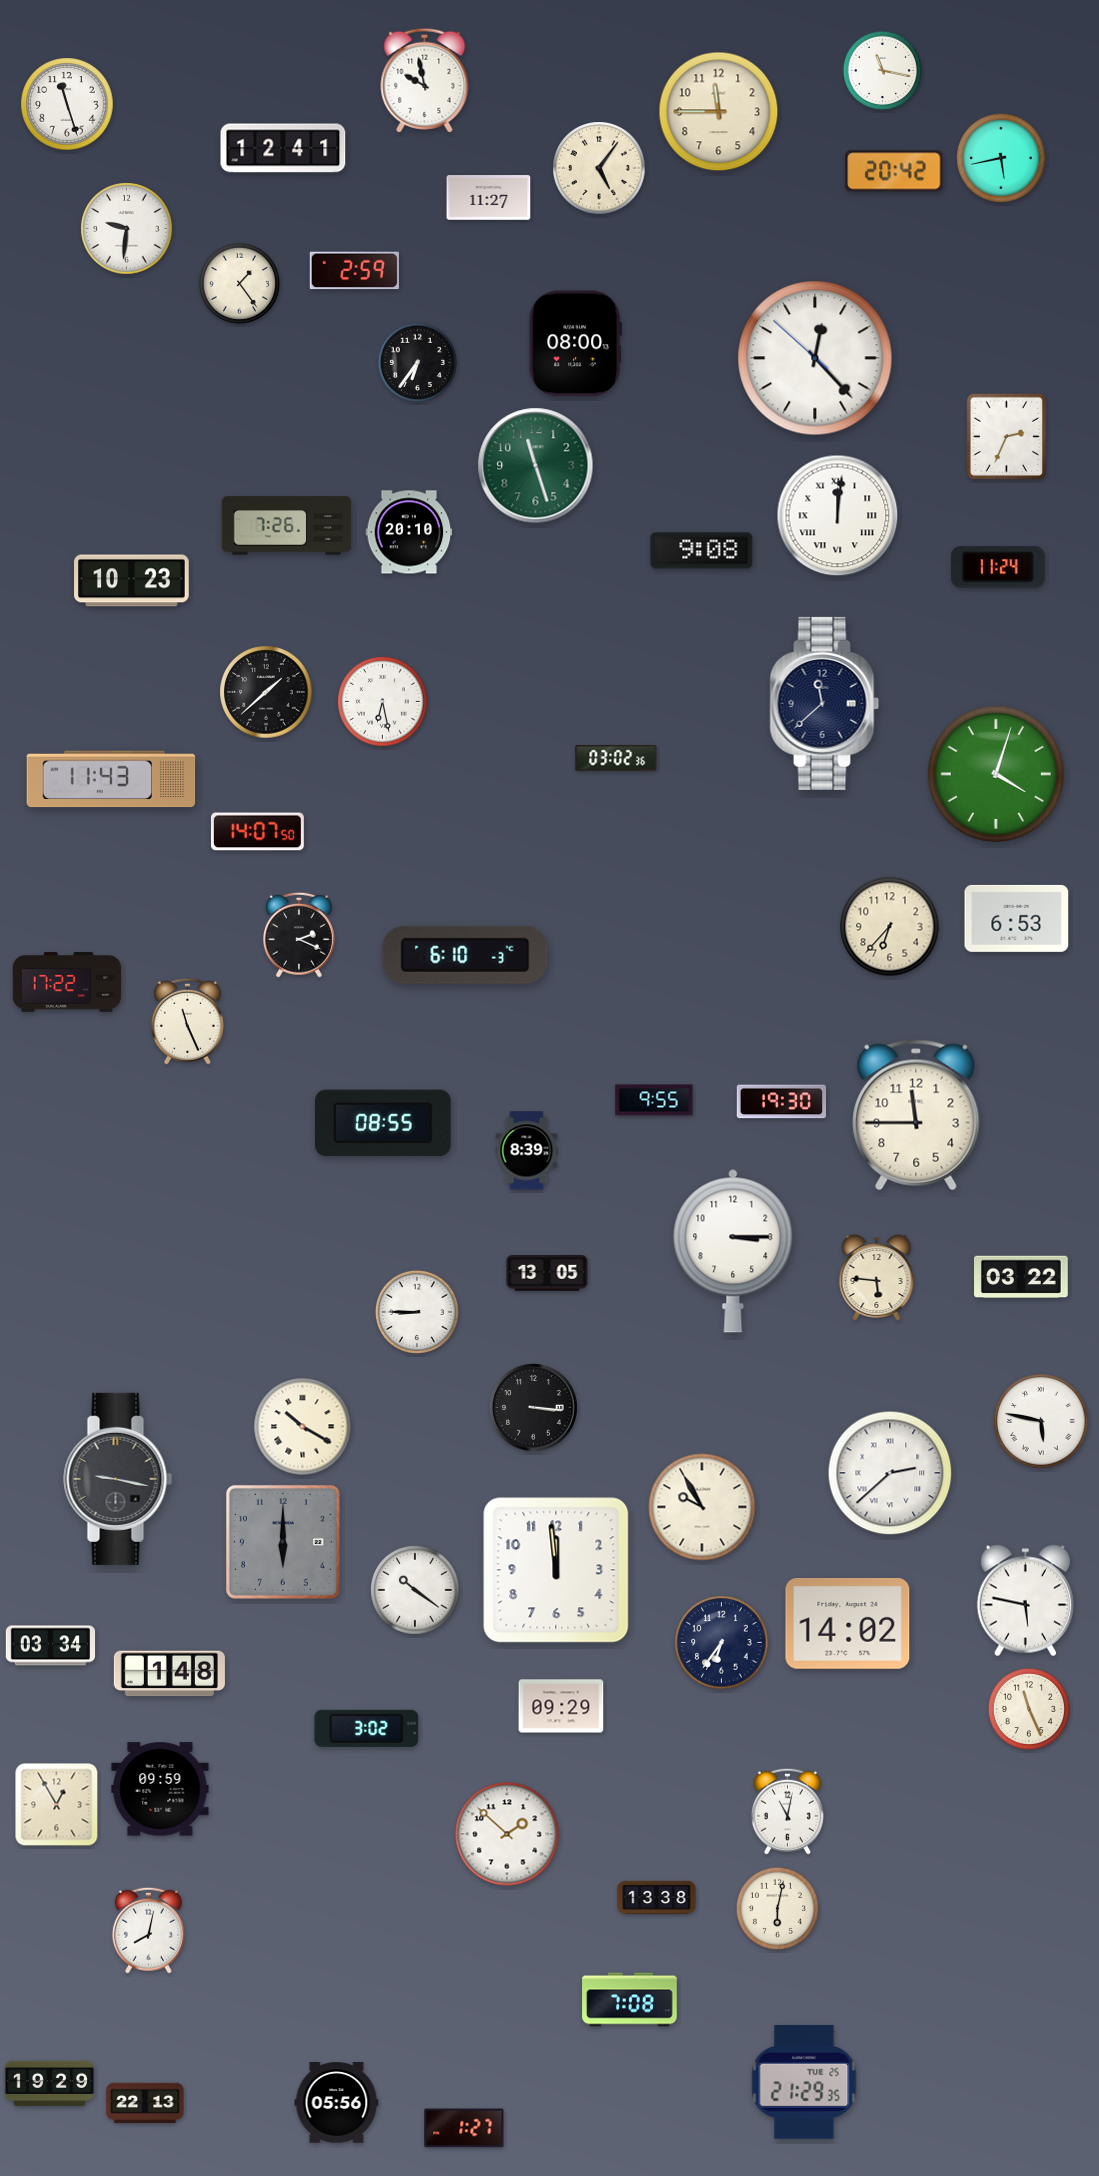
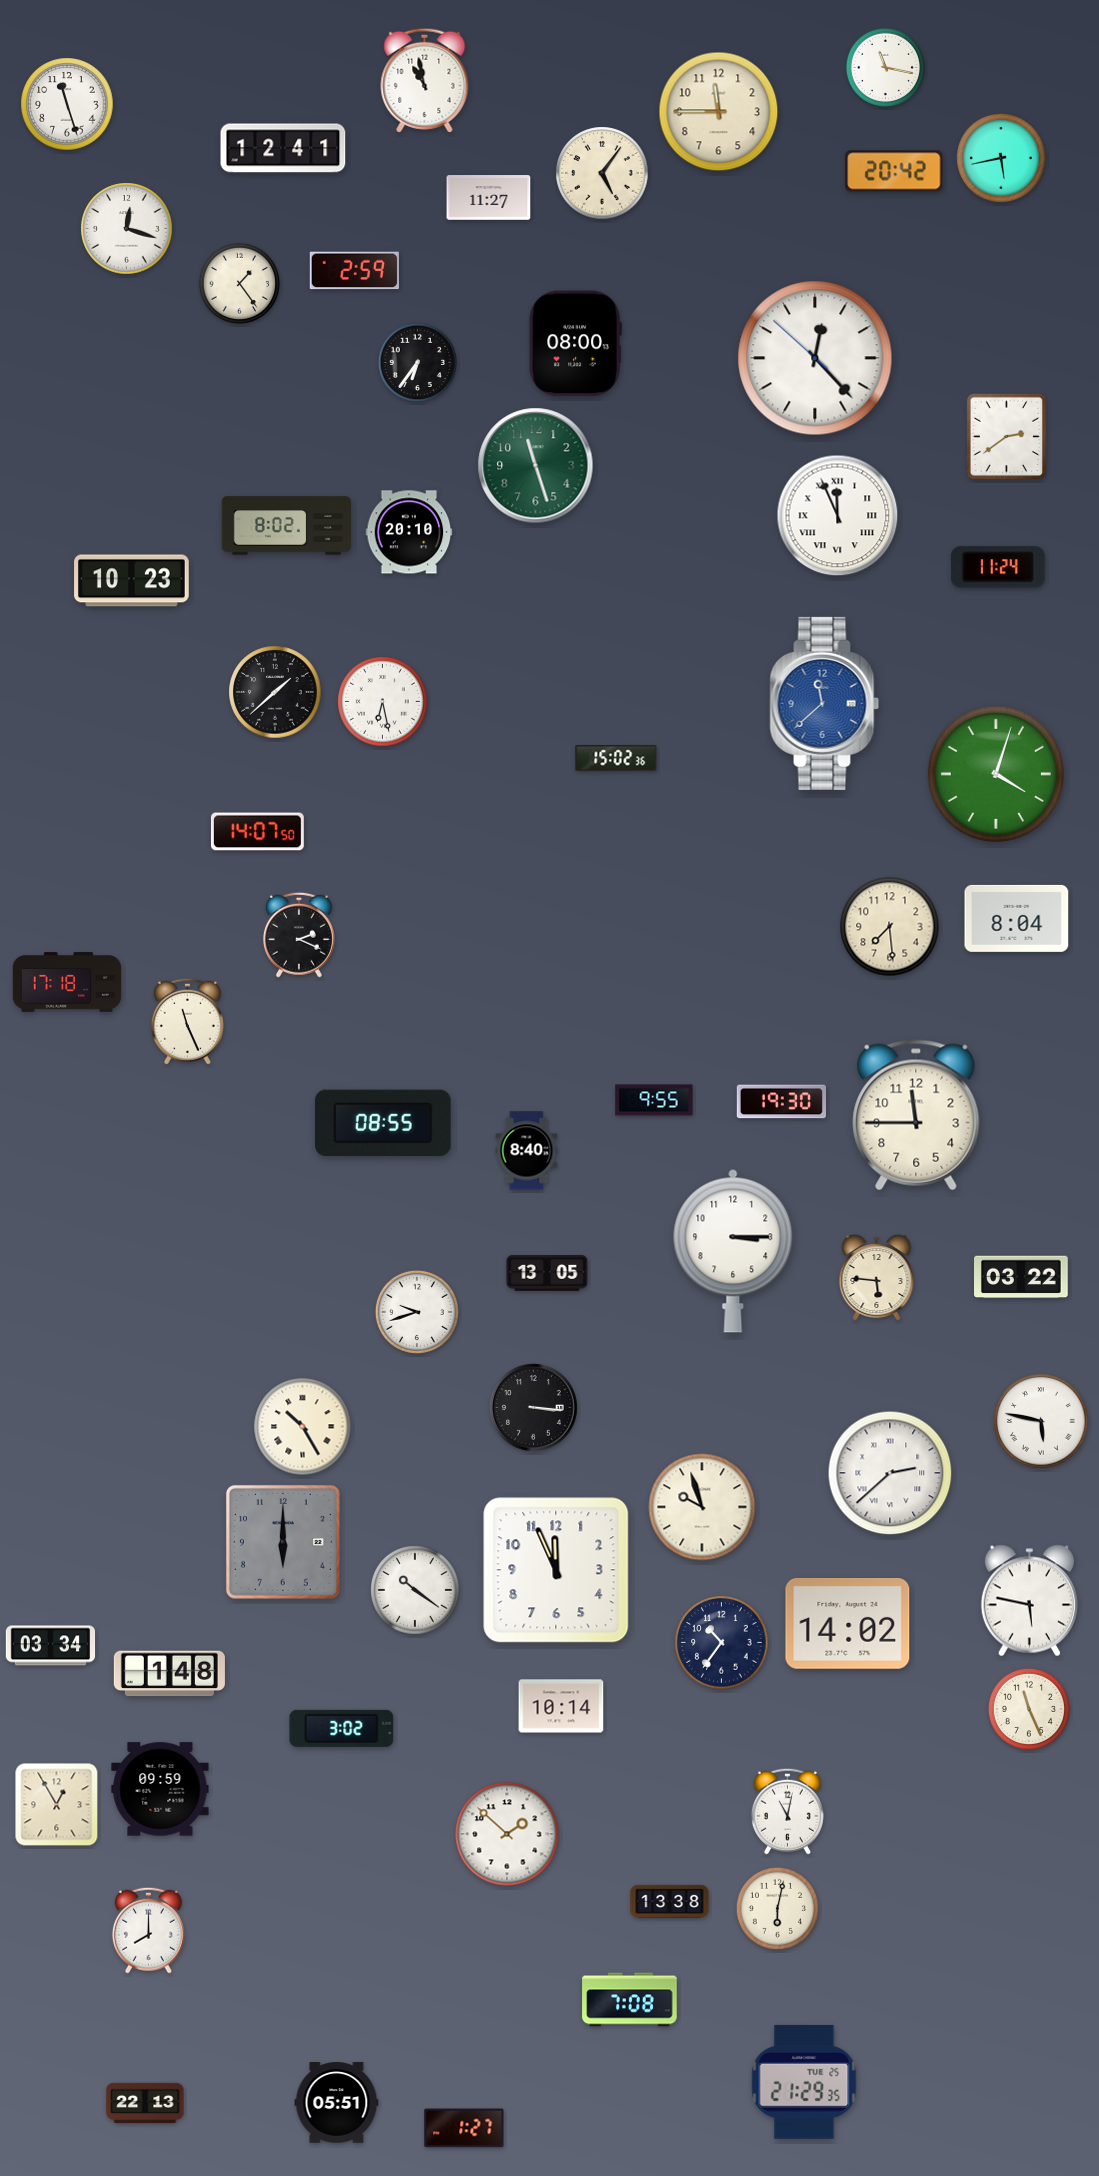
clock at (882, 70) position: (882, 70) -> (885, 67)
clock at (425, 80): 9:58 -> 10:58
clock at (599, 168) position: (599, 168) -> (602, 173)
clock at (127, 229): 9:31 -> 12:18
clock at (1007, 437): 2:34 -> 2:39
clock at (838, 516): 12:01 -> 11:56
clock at (287, 526): 7:26 -> 8:02
clock at (702, 551): 9:08 -> none
clock at (266, 692) position: (266, 692) -> (275, 692)
clock at (825, 703) dial: navy -> blue
clock at (616, 758): 03:02 -> 15:02
clock at (111, 779): 11:43 -> none
clock at (1017, 918): 6:53 -> 8:04
clock at (890, 927): 6:37 -> 7:29
clock at (465, 955): 6:10 -> none
clock at (67, 982): 17:22 -> 17:18
clock at (527, 1151): 8:39 -> 8:40
clock at (417, 1312): 8:45 -> 9:42
clock at (303, 1427): 10:20 -> 10:25
clock at (118, 1479): 9:17 -> none
clock at (702, 1507): 9:55 -> 9:57
clock at (556, 1570): 11:59 -> 11:56
clock at (1025, 1601) position: (1025, 1601) -> (1029, 1601)
clock at (722, 1643): 6:36 -> 10:36
clock at (561, 1706): 09:29 -> 10:14
clock at (367, 1728) position: (367, 1728) -> (342, 1728)
clock at (657, 1897) position: (657, 1897) -> (670, 1901)
clock at (148, 1930): 8:02 -> 8:00
clock at (50, 2084): 19:29 -> none
clock at (337, 2103): 05:56 -> 05:51
